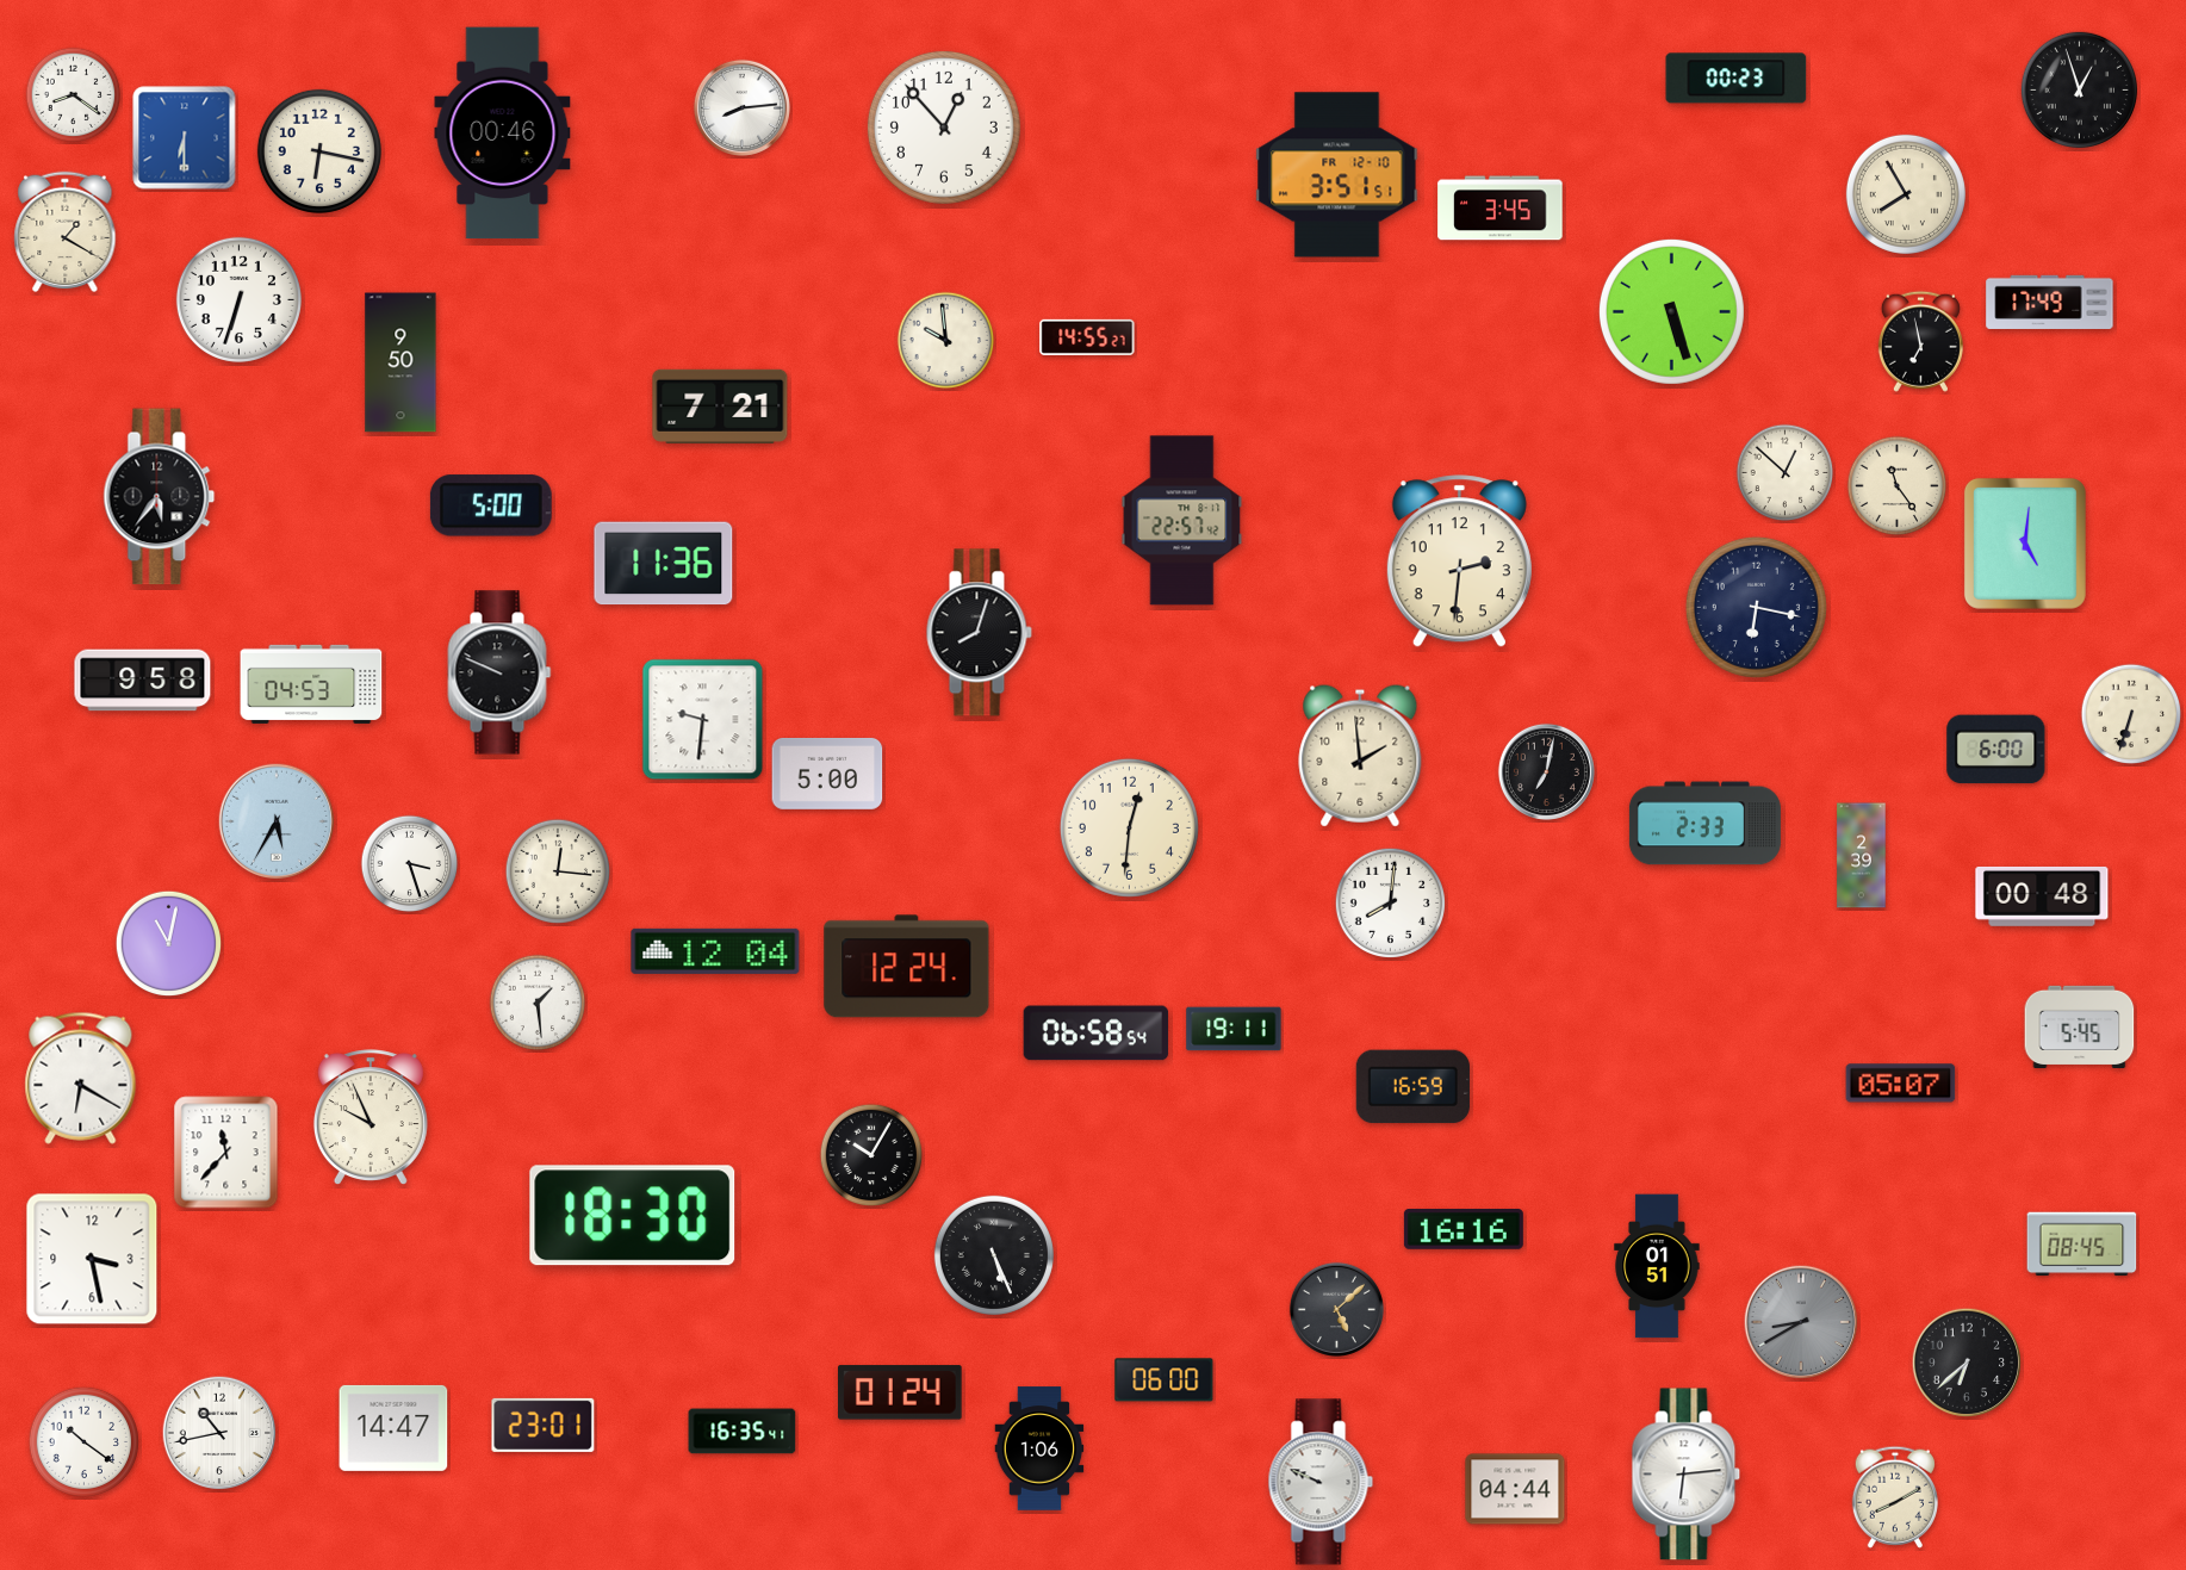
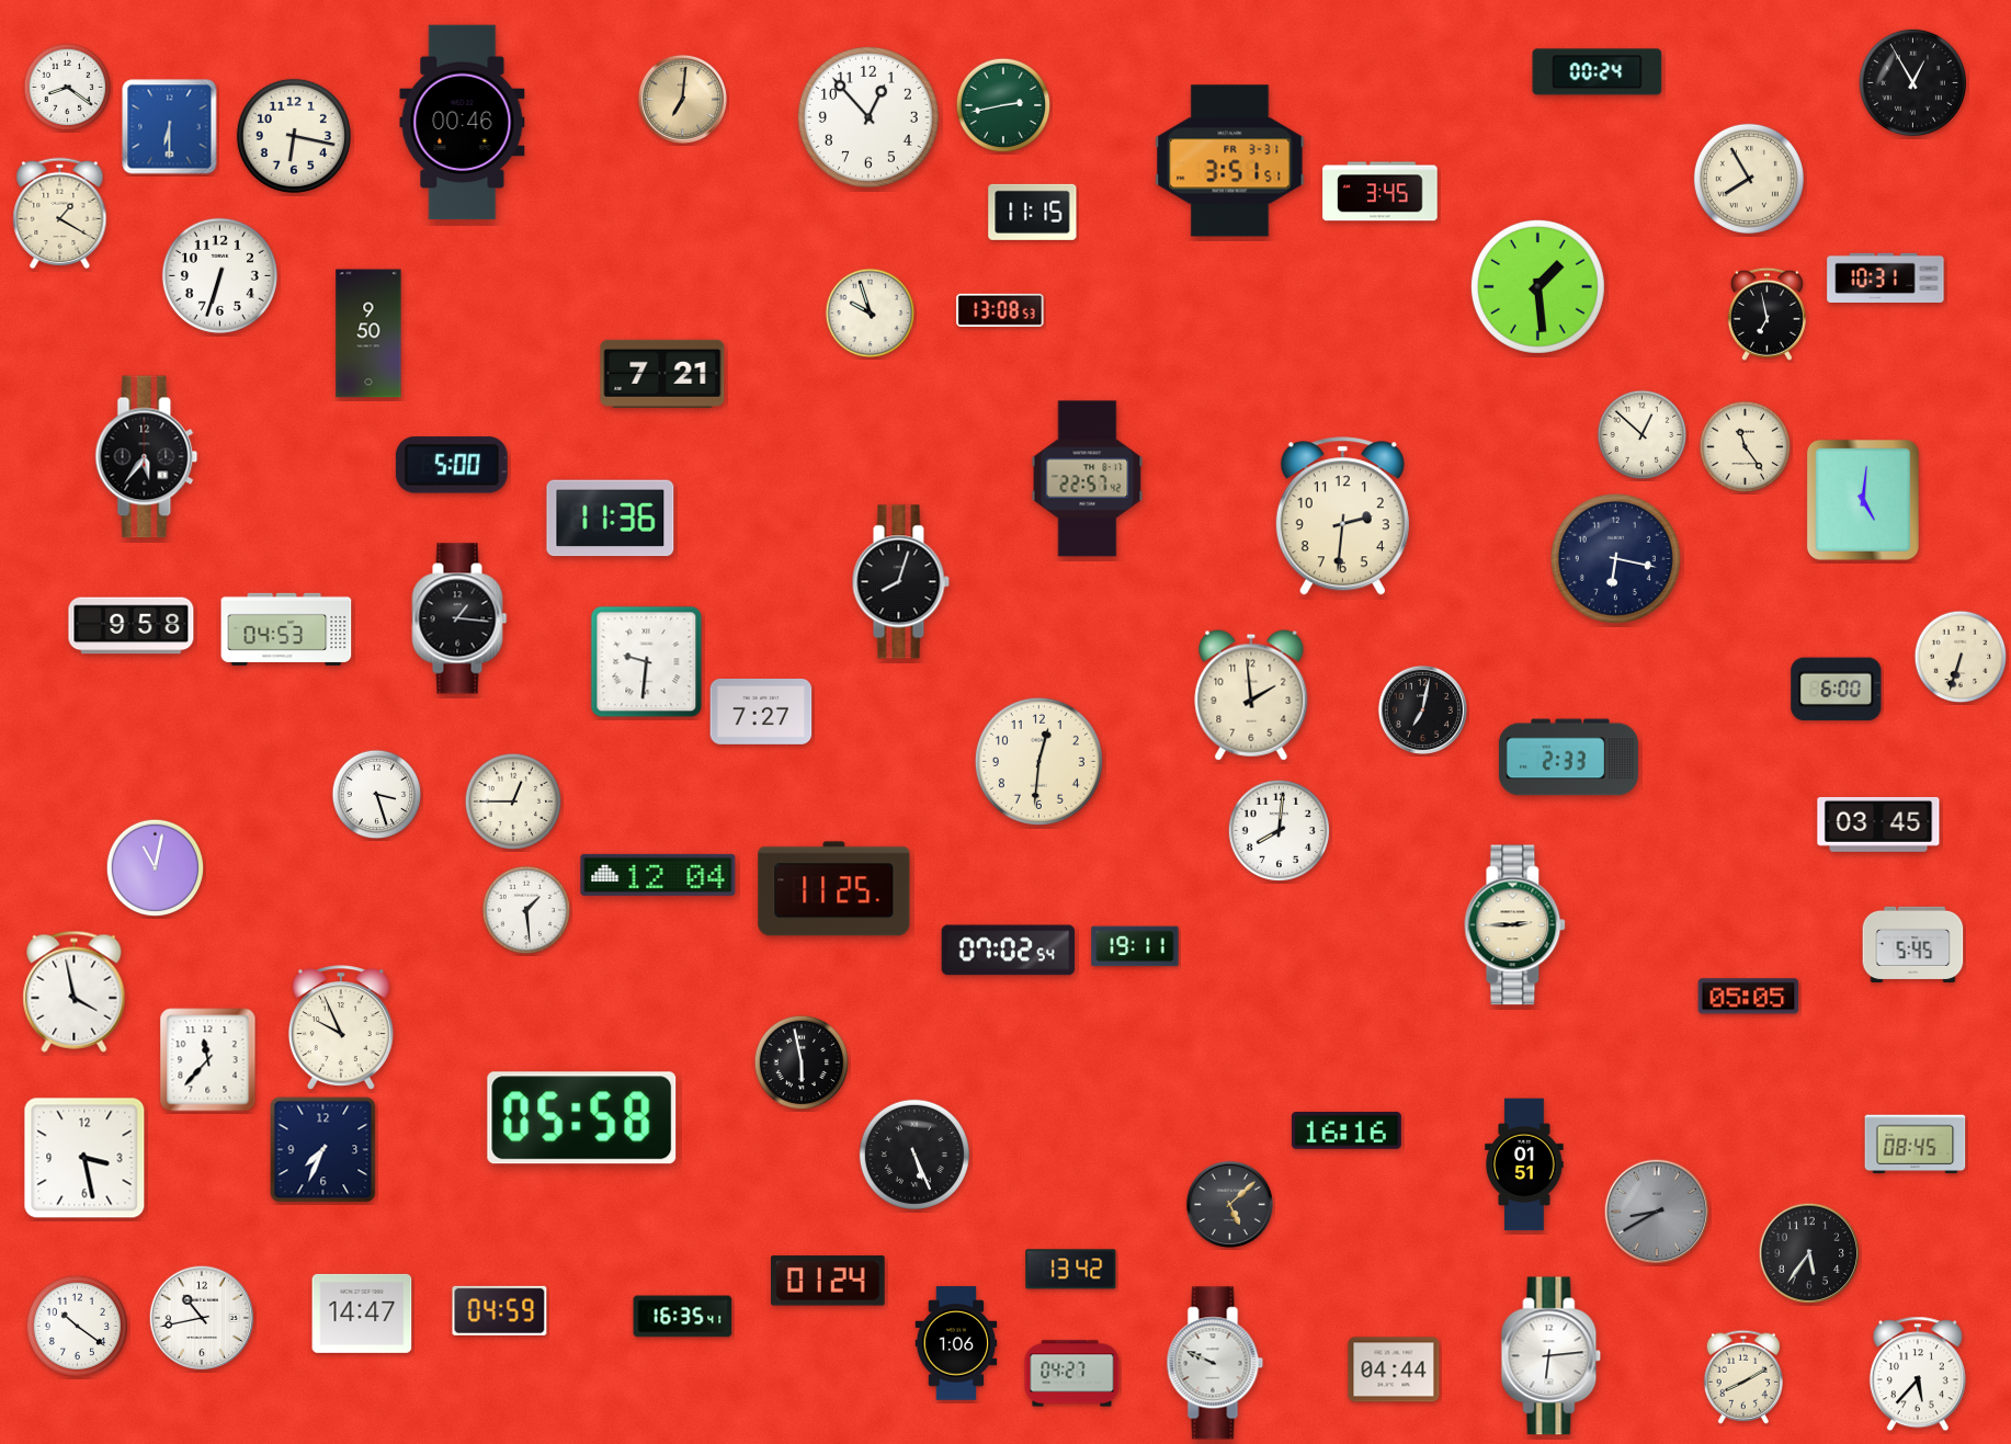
clock at (1737, 79): 00:23 -> 00:24
clock at (2079, 89): 12:57 -> 12:55
clock at (741, 107): 8:14 -> 7:01
clock at (741, 107) dial: white -> champagne
clock at (1003, 105): none -> 2:43
clock at (319, 151) position: (319, 151) -> (294, 136)
clock at (1337, 175) date: FR 12-10 -> FR 3-31
clock at (1906, 194) position: (1906, 194) -> (1749, 179)
clock at (1033, 212): none -> 11:15
clock at (2050, 302): 17:49 -> 10:31
clock at (1671, 311): 5:27 -> 1:29
clock at (1087, 337): 14:55 -> 13:08
clock at (946, 341): 9:59 -> 9:57
clock at (499, 672): 9:49 -> 1:16
clock at (827, 774): 5:00 -> 7:27
clock at (277, 821): 5:35 -> none
clock at (1862, 856): 2:39 -> none
clock at (558, 871): 12:16 -> 12:45
clock at (2042, 896): 00:48 -> 03:45
clock at (907, 967): 12:24 -> 11:25
clock at (538, 1003) position: (538, 1003) -> (526, 910)
clock at (1515, 925): none -> 2:45
clock at (1097, 1034): 06:58 -> 07:02
clock at (81, 1078): 6:20 -> 3:58
clock at (1901, 1084): 05:07 -> 05:05
clock at (1412, 1087): 16:59 -> none
clock at (871, 1155): 10:05 -> 5:58
clock at (633, 1216): 18:30 -> 05:58
clock at (323, 1150): none -> 7:34
clock at (1801, 1322) position: (1801, 1322) -> (1657, 1212)
clock at (1967, 1363): 6:38 -> 5:36
clock at (1165, 1380): 06:00 -> 13:42
clock at (544, 1425): 23:01 -> 04:59
clock at (1039, 1448) position: (1039, 1448) -> (956, 1343)
clock at (1072, 1374): none -> 04:27
clock at (1918, 1374): none -> 5:37
